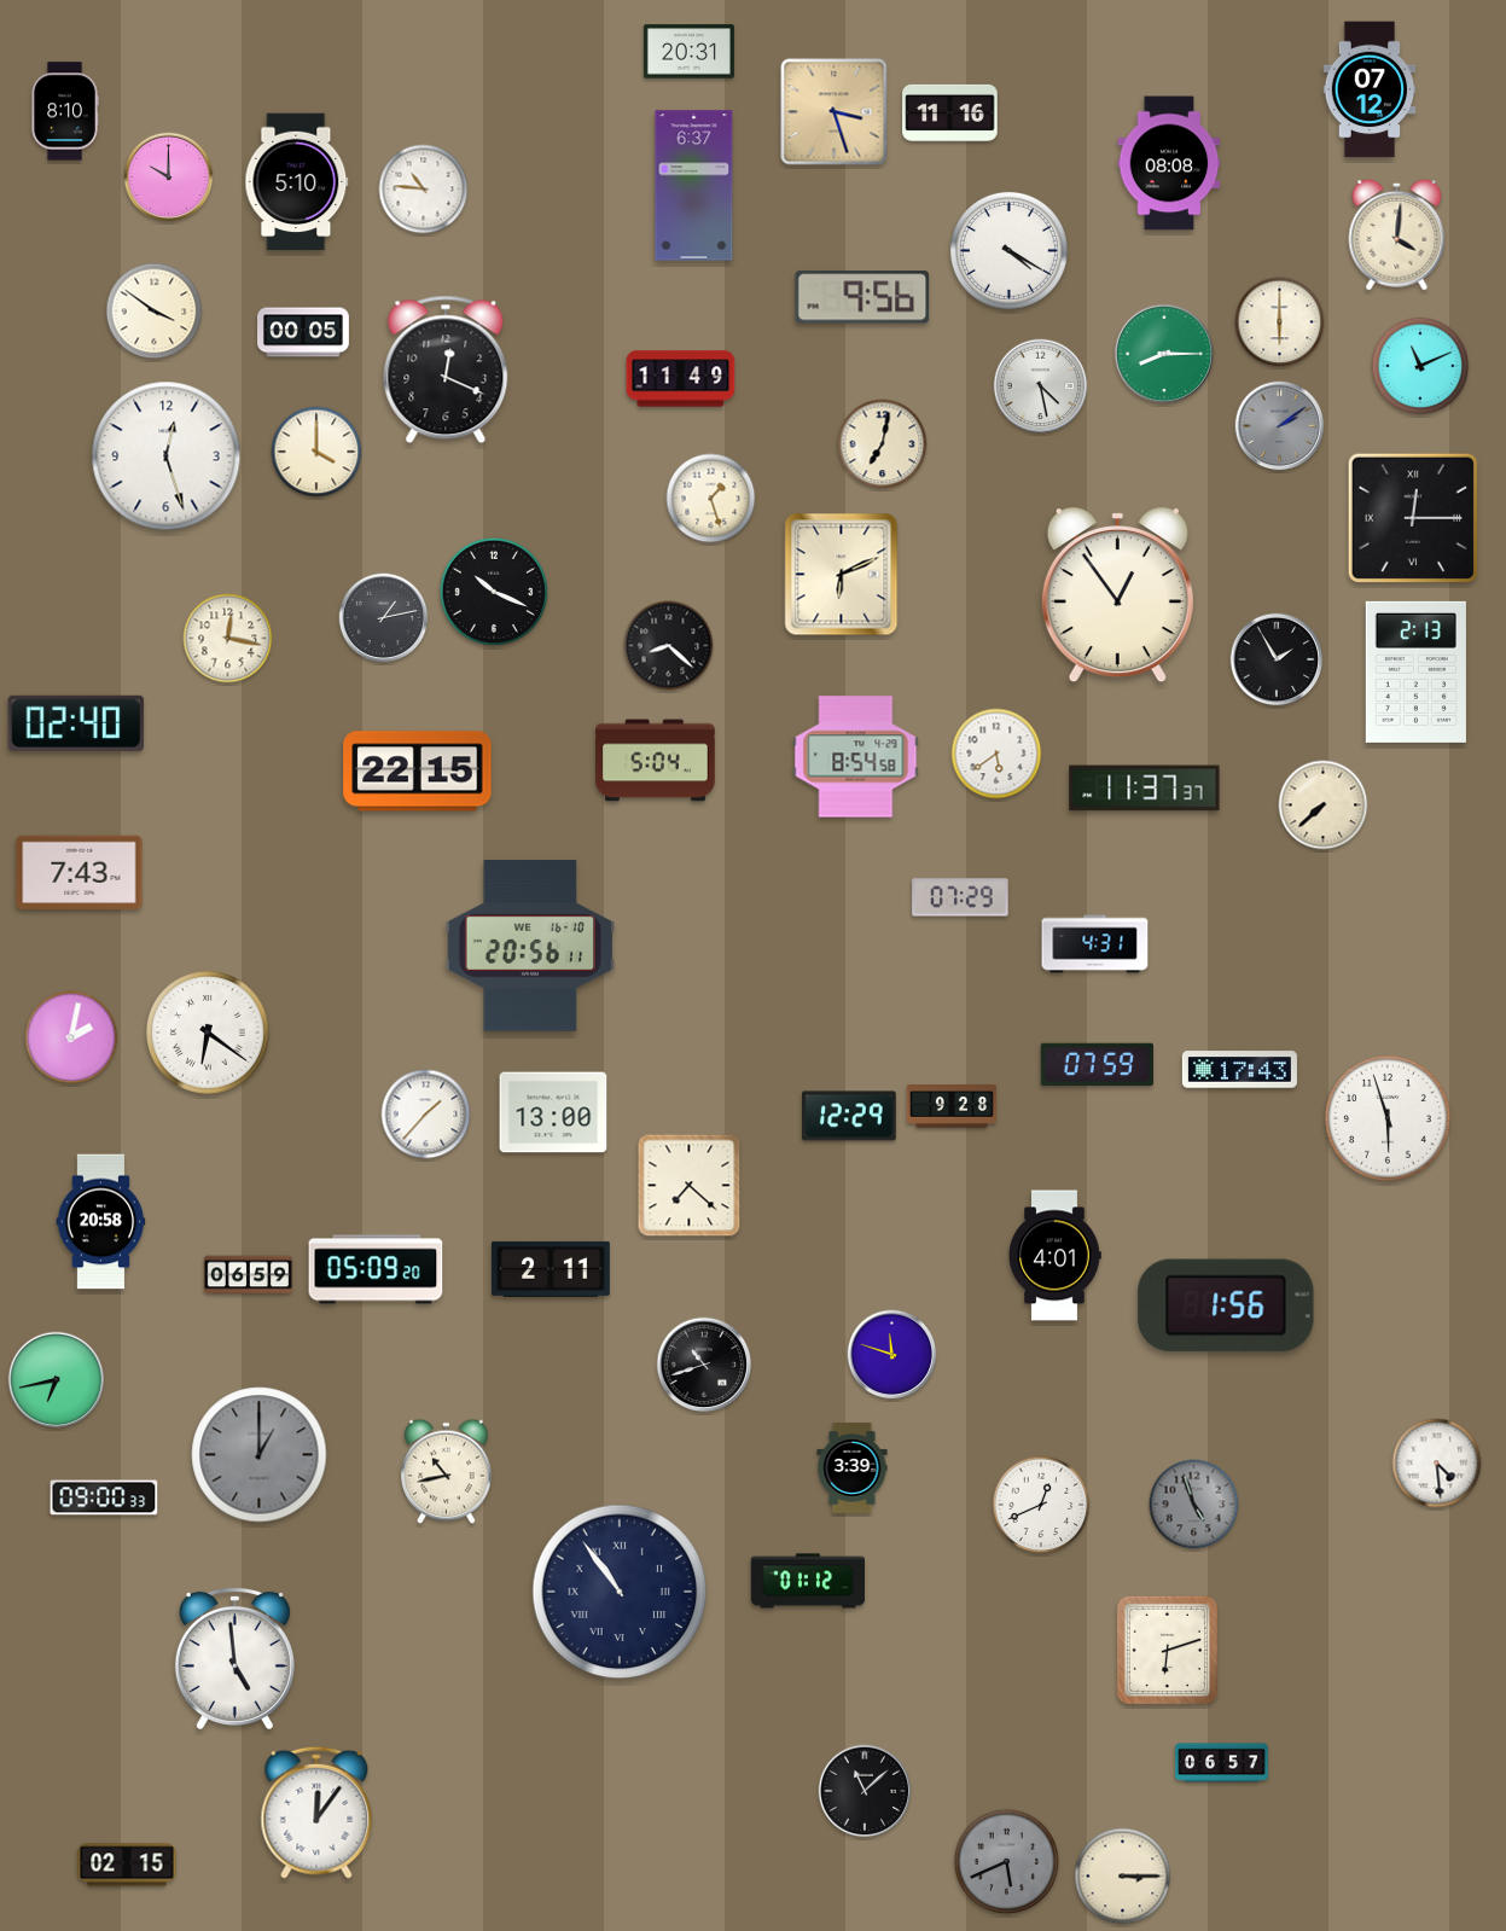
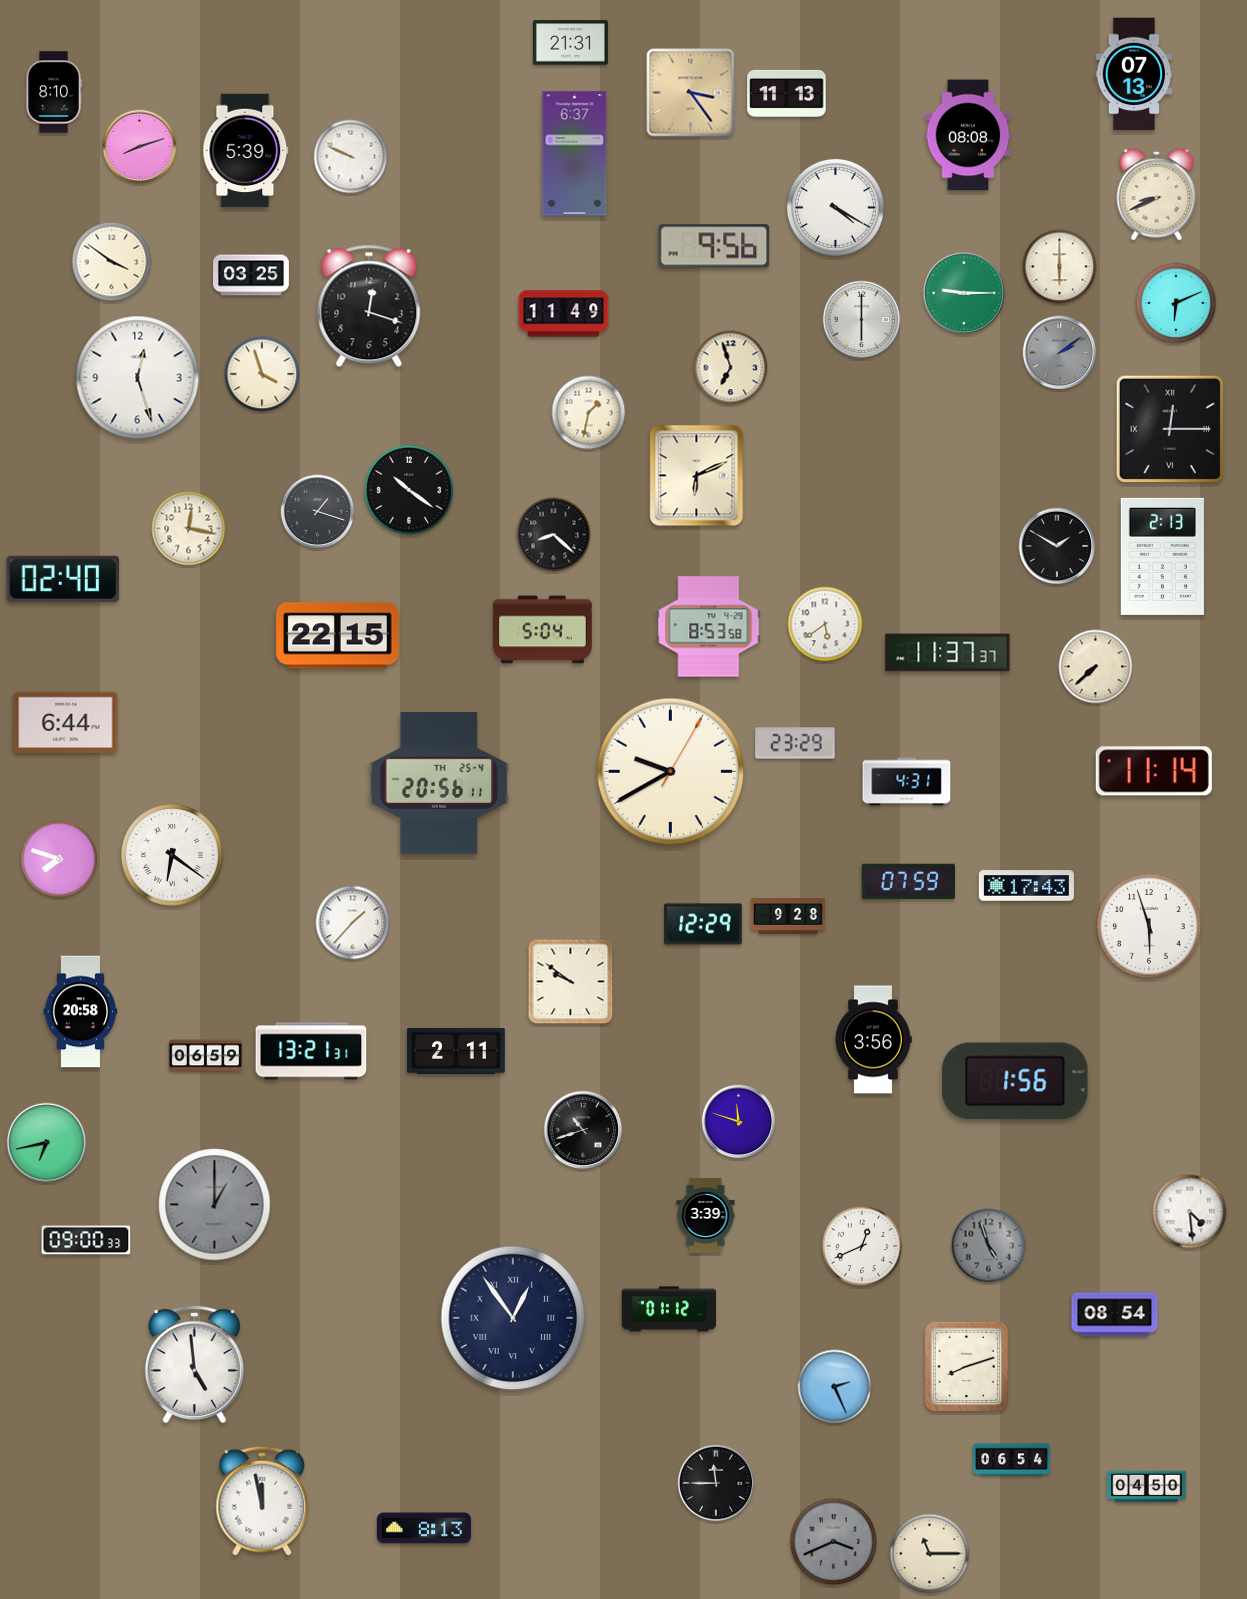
clock at (688, 52): 20:31 -> 21:31
clock at (1370, 89): 07:12 -> 07:13
clock at (835, 112): 3:27 -> 3:24
clock at (950, 112): 11:16 -> 11:13
clock at (169, 178): 10:00 -> 8:12
clock at (297, 182): 5:10 -> 5:39
clock at (424, 190): 10:46 -> 9:49
clock at (1397, 234): 4:01 -> 8:41
clock at (155, 312) position: (155, 312) -> (112, 262)
clock at (304, 332): 00:05 -> 03:25
clock at (1164, 354): 8:15 -> 9:15
clock at (1420, 366): 11:11 -> 6:11
clock at (446, 370): 12:19 -> 12:18
clock at (1041, 386): 4:28 -> 6:00
clock at (883, 444): 7:02 -> 6:57
clock at (316, 452): 4:00 -> 3:57
clock at (711, 499): 1:27 -> 1:32
clock at (493, 591): 10:19 -> 10:21
clock at (1117, 595): 12:54 -> none
clock at (384, 618): 1:13 -> 1:18
clock at (1277, 659): 1:55 -> 1:50
clock at (1415, 671) position: (1415, 671) -> (1162, 556)
clock at (76, 723) position: (76, 723) -> (63, 579)
clock at (856, 757): 8:54 -> 8:53
clock at (418, 772) position: (418, 772) -> (338, 636)
clock at (80, 872): 7:43 -> 6:44
clock at (960, 897): 07:29 -> 23:29
clock at (1154, 771): none -> 11:14
clock at (671, 772): none -> 9:40
clock at (530, 947) date: WE 16-10 -> TH 25-4
clock at (71, 1037): 2:02 -> 7:48
clock at (553, 1112): 13:00 -> none
clock at (690, 1186): 7:22 -> 9:51
clock at (101, 1222) position: (101, 1222) -> (81, 1012)
clock at (1054, 1256): 4:01 -> 3:56
clock at (376, 1269): 05:09 -> 13:21
clock at (447, 1472): 10:43 -> none
clock at (1115, 1315): none -> 08:54
clock at (620, 1592): 10:54 -> 12:54
clock at (1167, 1650): 6:12 -> 8:12
clock at (234, 1658) position: (234, 1658) -> (194, 1364)
clock at (835, 1387): none -> 2:26
clock at (1222, 1763): 06:57 -> 06:54
clock at (865, 1791): 11:08 -> 11:45
clock at (1147, 1487): none -> 04:50
clock at (316, 1813): 12:06 -> 11:58
clock at (423, 1528): none -> 8:13
clock at (1007, 1862): 5:41 -> 3:41
clock at (127, 1865): 02:15 -> none
clock at (1123, 1877): 3:15 -> 11:15
